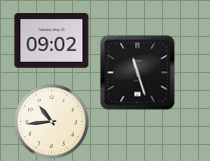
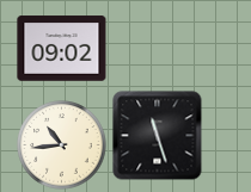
clock at (138, 73) position: (138, 73) -> (158, 136)
